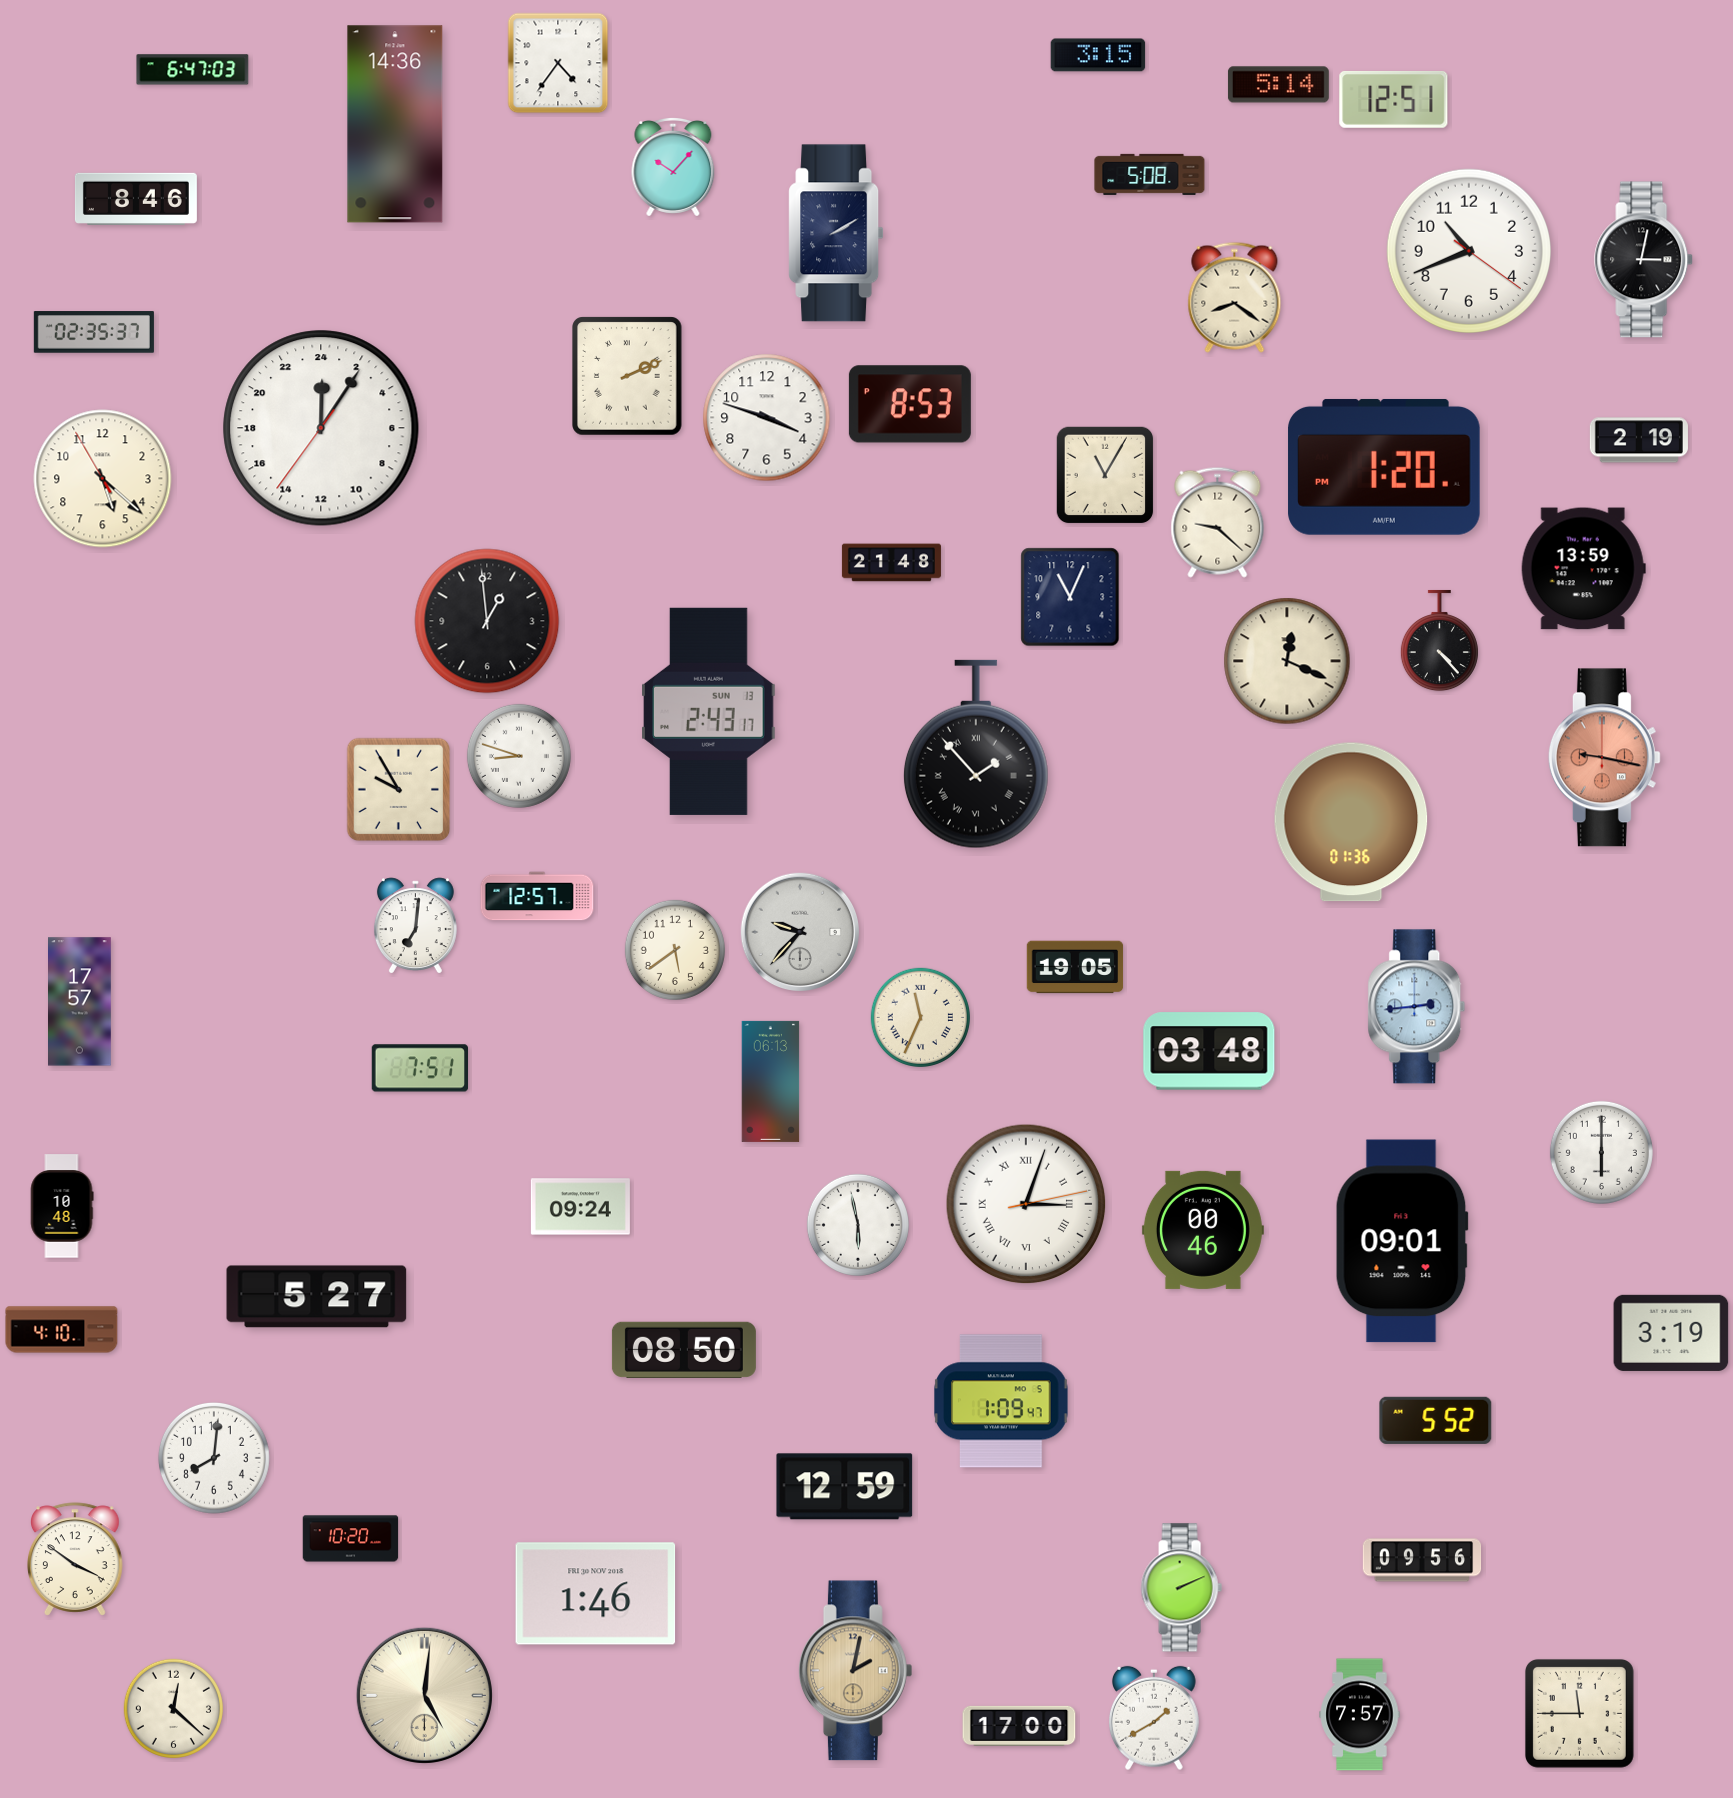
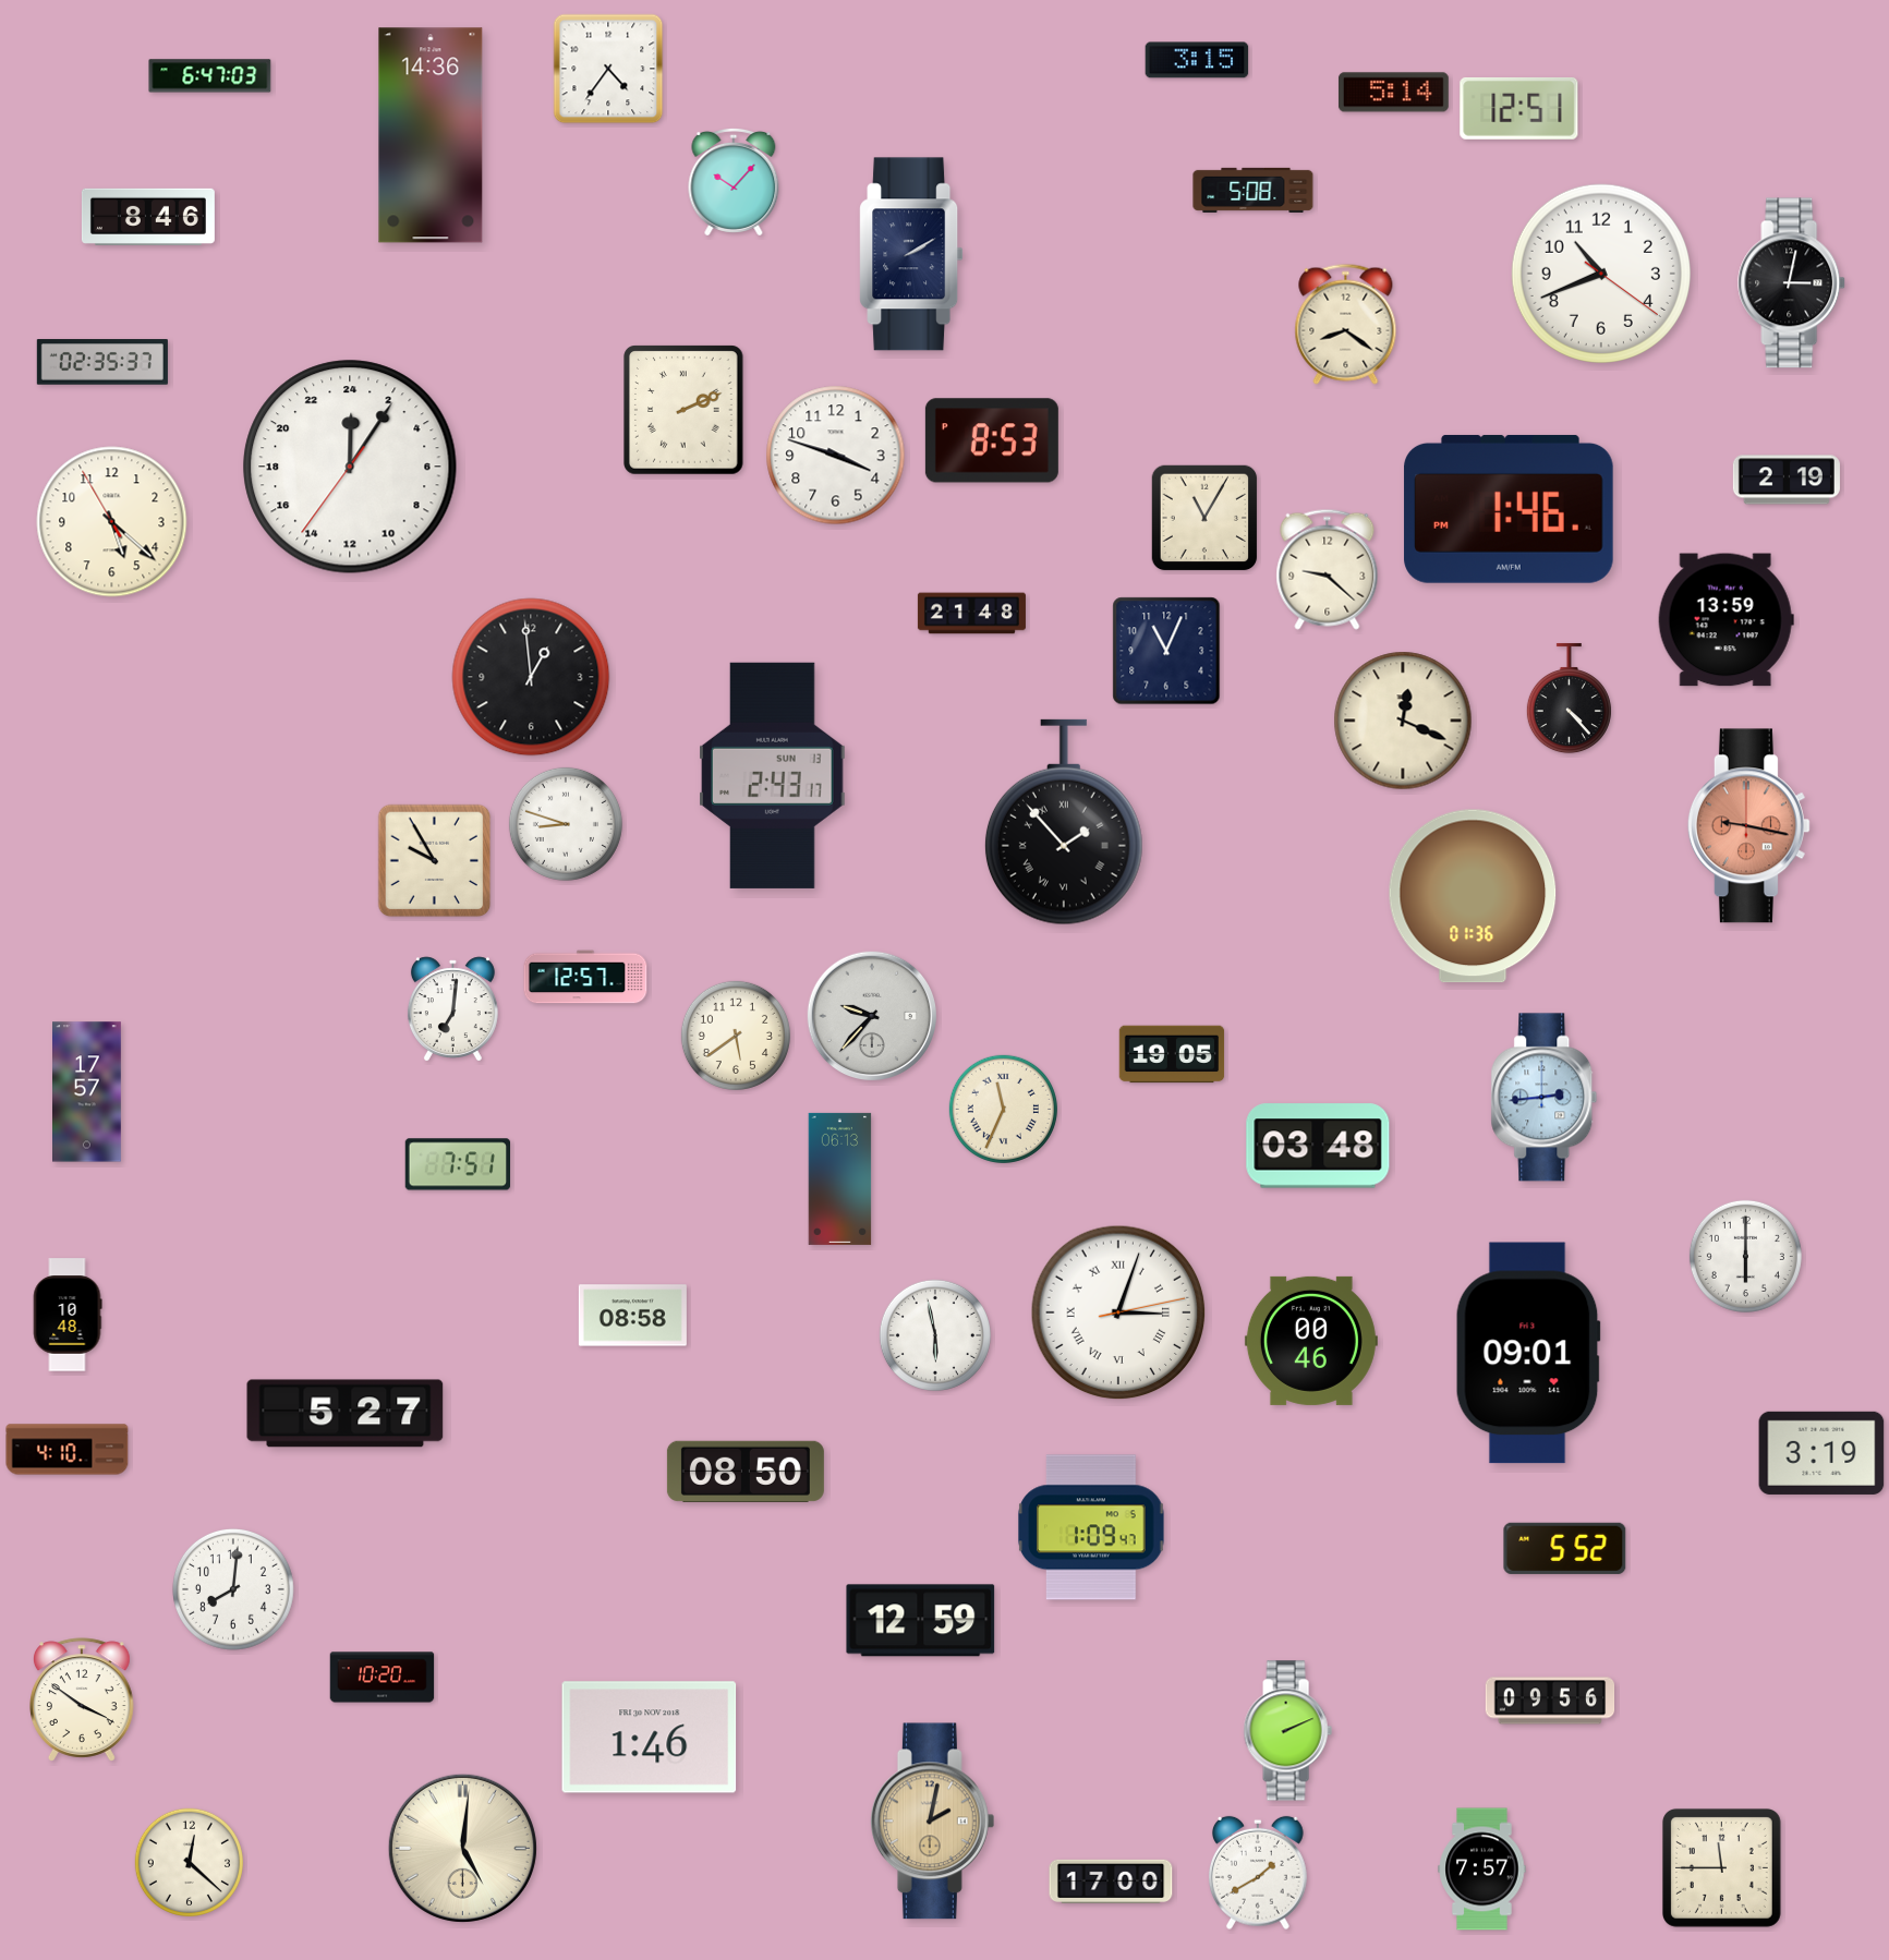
clock at (1384, 467): 1:20 -> 1:46
clock at (580, 1207): 09:24 -> 08:58
